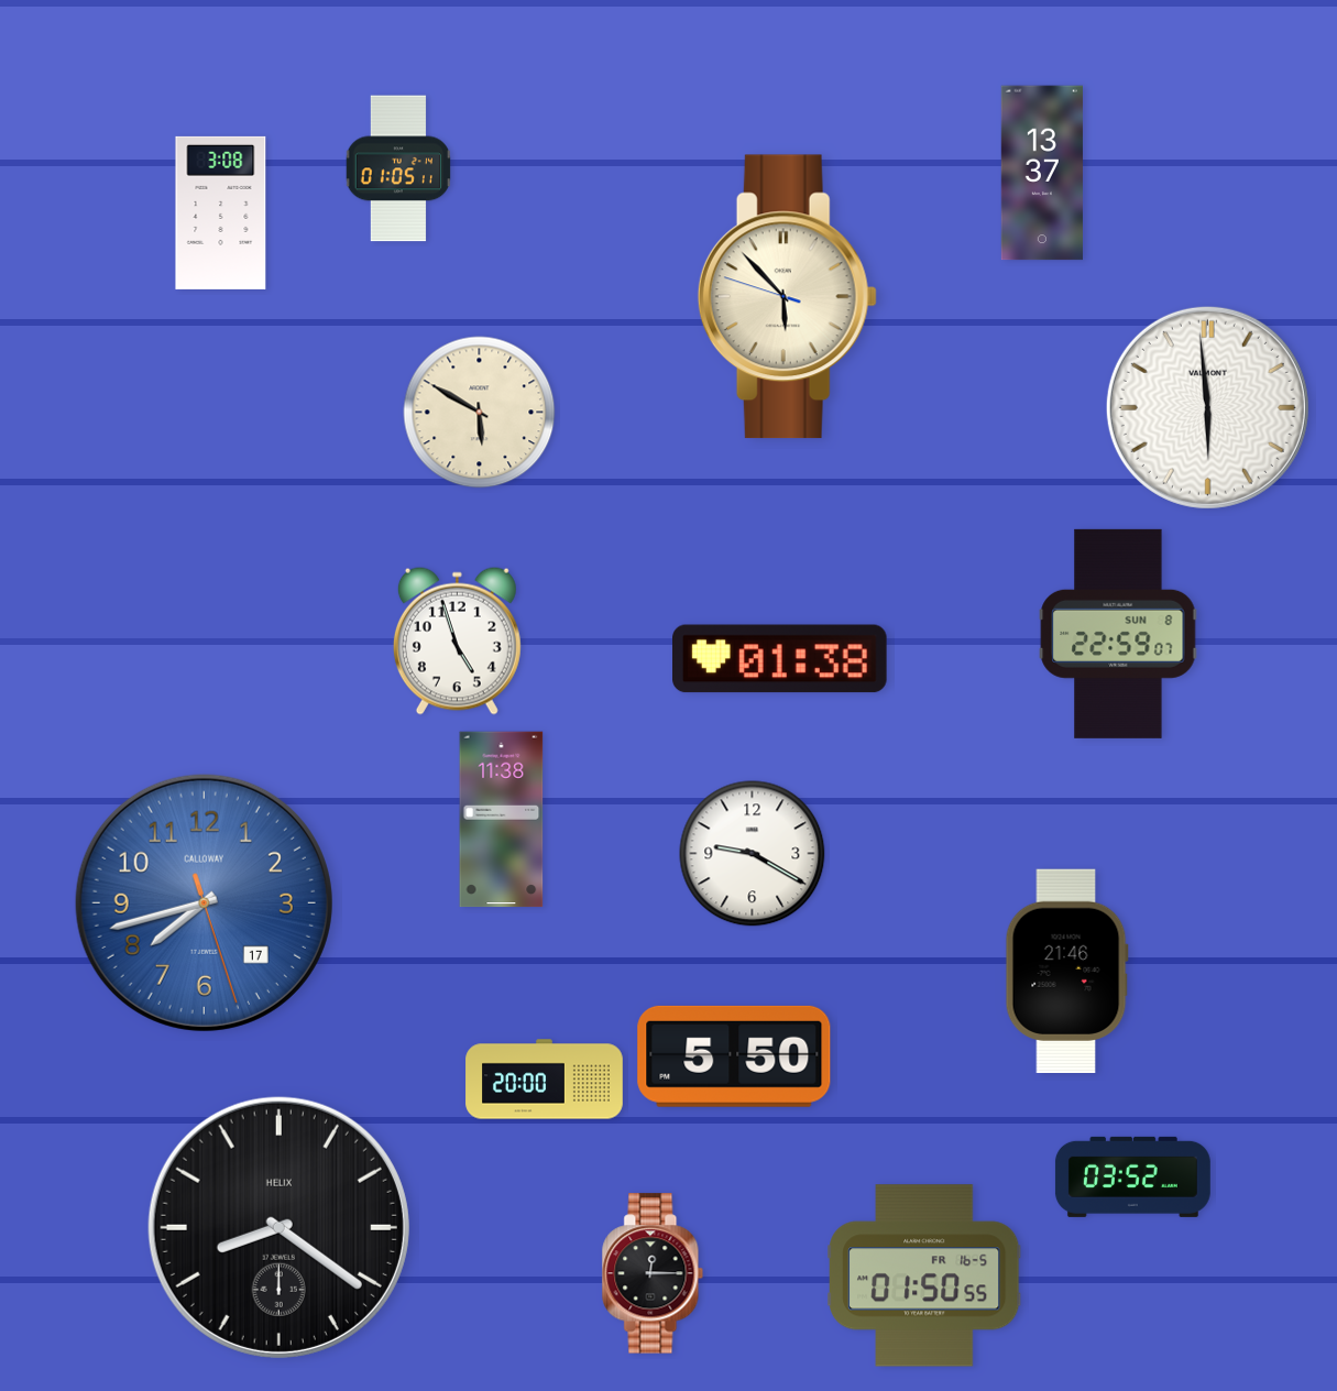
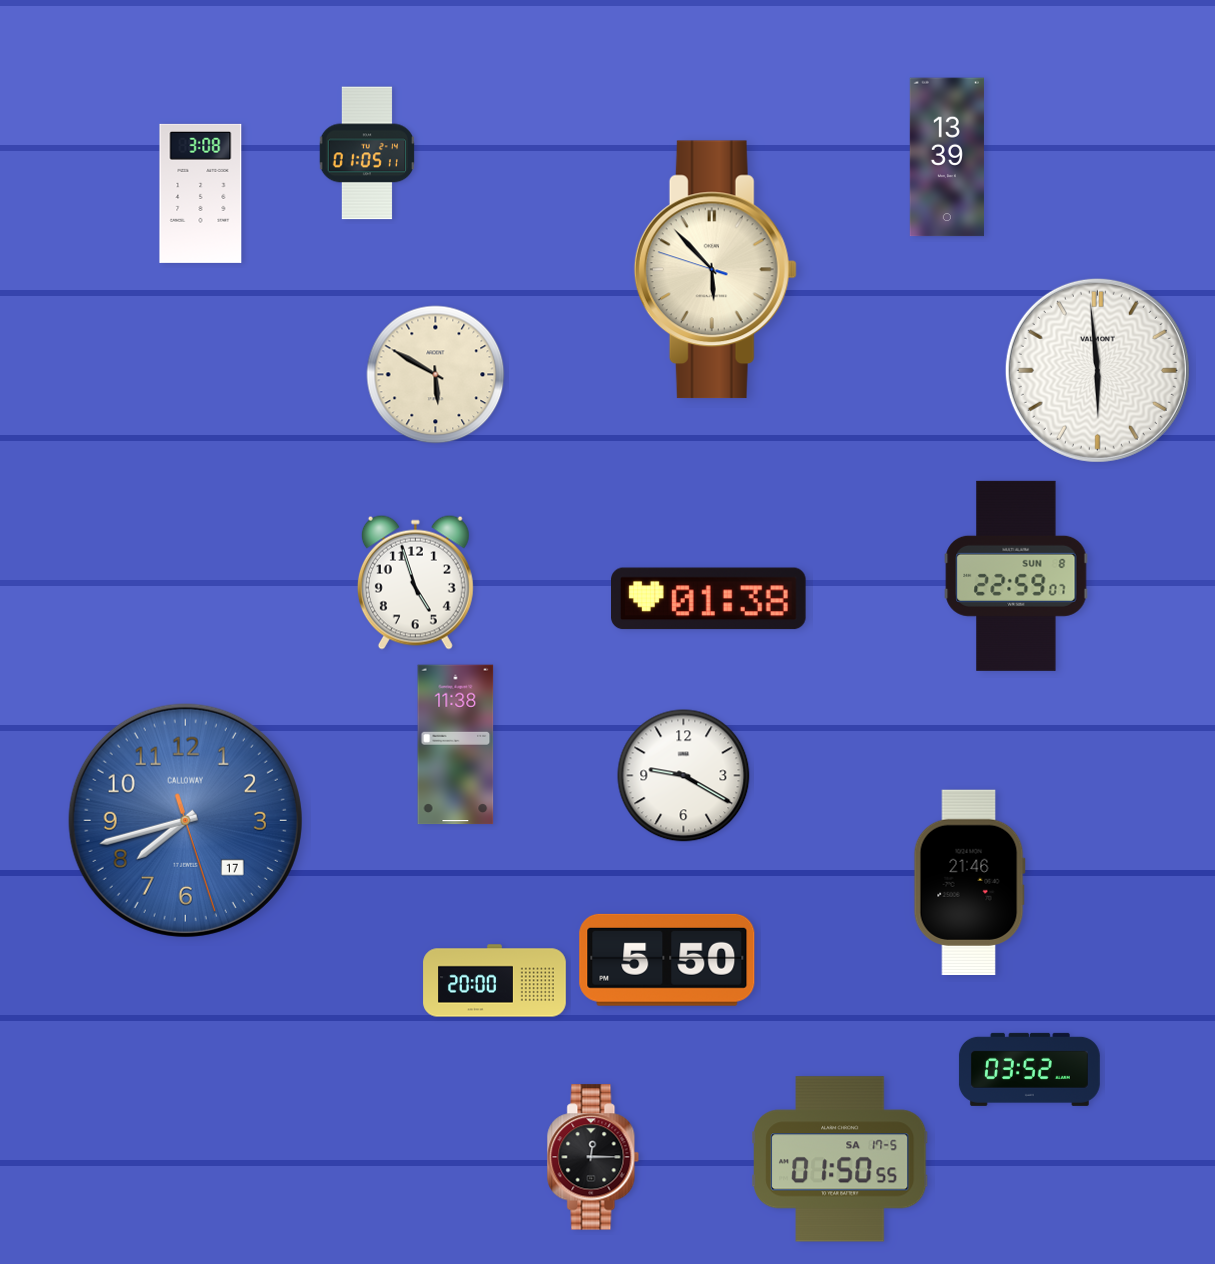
clock at (397, 168) position: (397, 168) -> (366, 153)
clock at (1042, 173): 13:37 -> 13:39
clock at (278, 1227): 8:21 -> none
clock at (925, 1275) date: FR 16-5 -> SA 17-5
